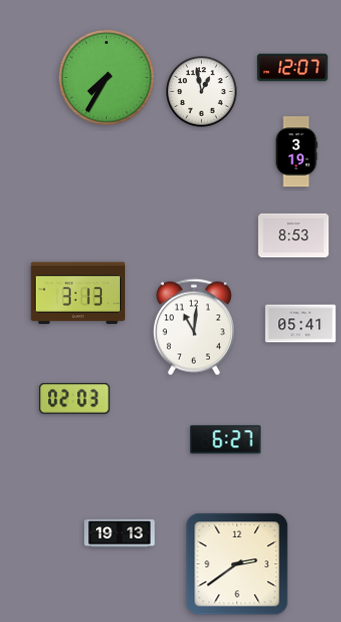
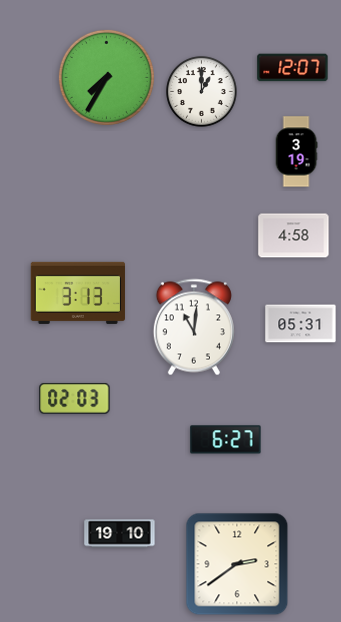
clock at (202, 92): 12:58 -> 1:00
clock at (294, 236): 8:53 -> 4:58
clock at (301, 324): 05:41 -> 05:31
clock at (120, 534): 19:13 -> 19:10
